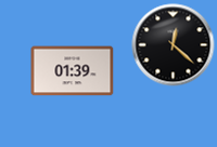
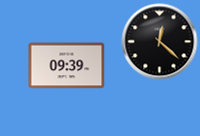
clock at (73, 71): 01:39 -> 09:39
